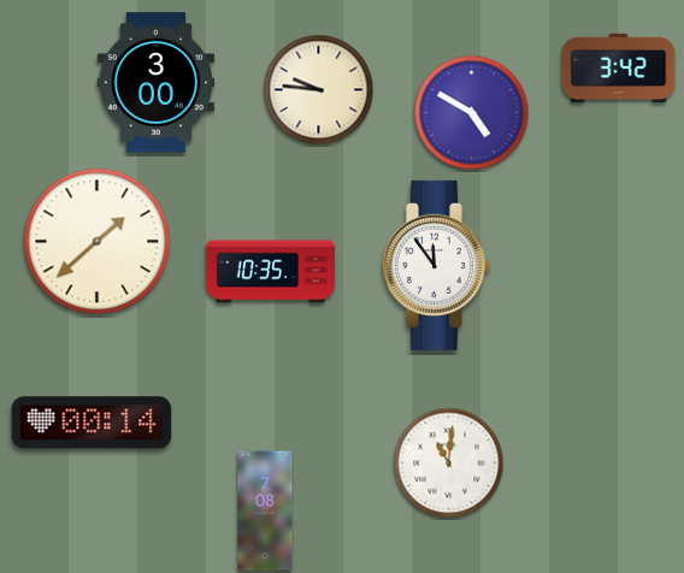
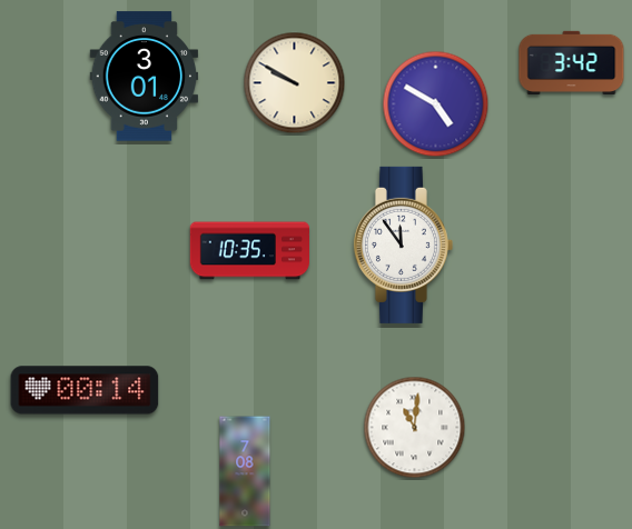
clock at (157, 83): 3:00 -> 3:01
clock at (319, 90): 9:46 -> 9:50
clock at (98, 242): 1:38 -> none
